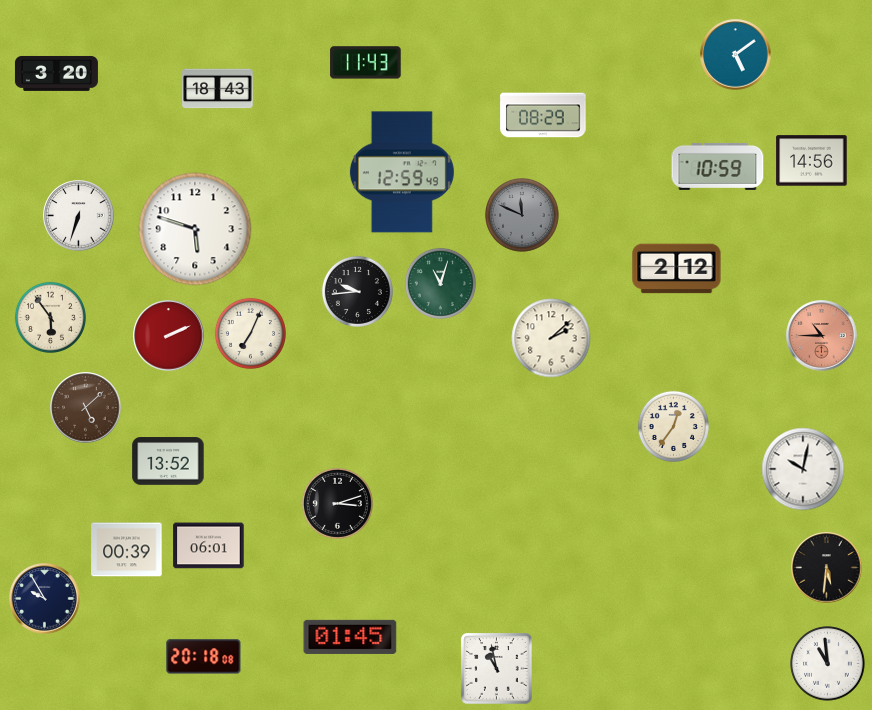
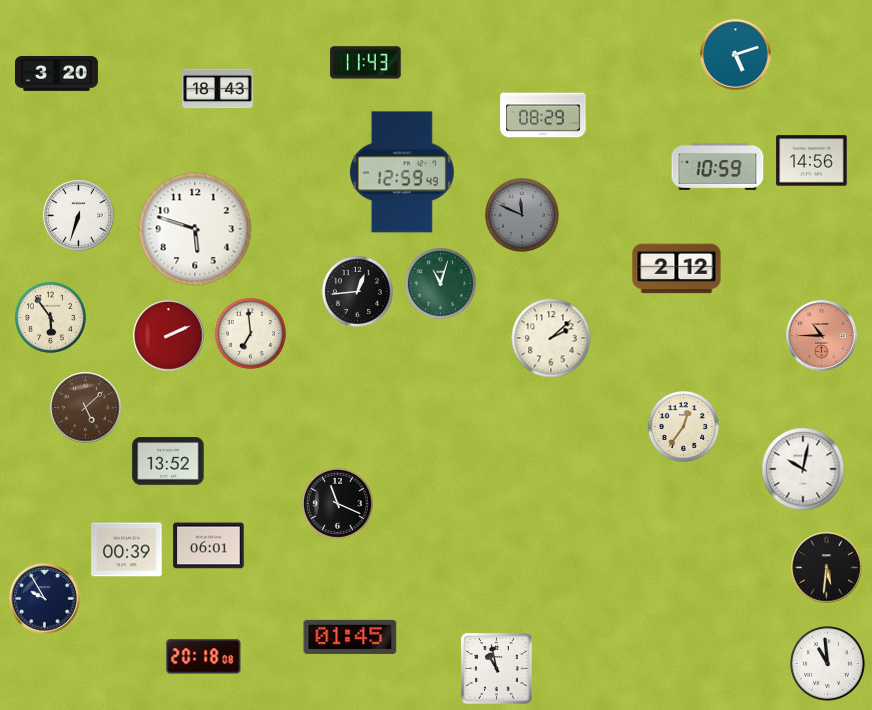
clock at (736, 55): 5:09 -> 5:12
clock at (357, 291): 9:44 -> 12:44
clock at (250, 333): 7:04 -> 6:59
clock at (673, 426) position: (673, 426) -> (683, 426)
clock at (337, 503): 3:12 -> 11:19
